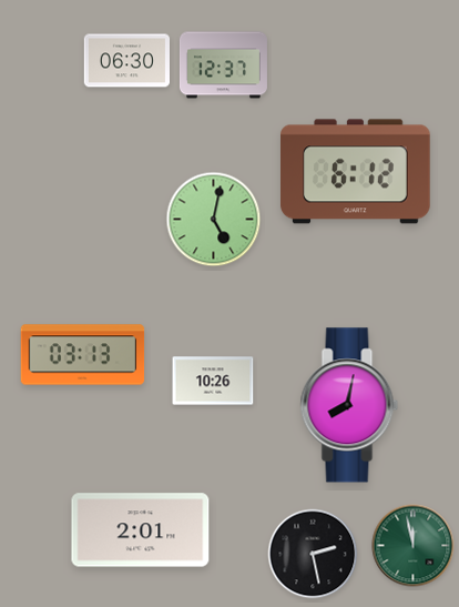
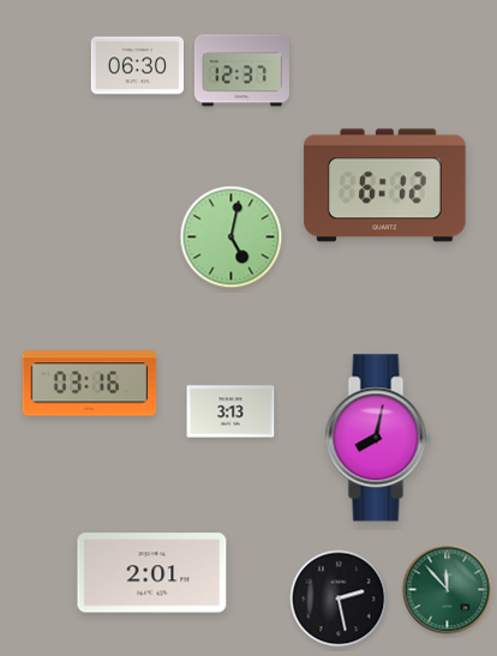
clock at (83, 355): 03:13 -> 03:16
clock at (213, 381): 10:26 -> 3:13
clock at (414, 546): 11:58 -> 11:53
